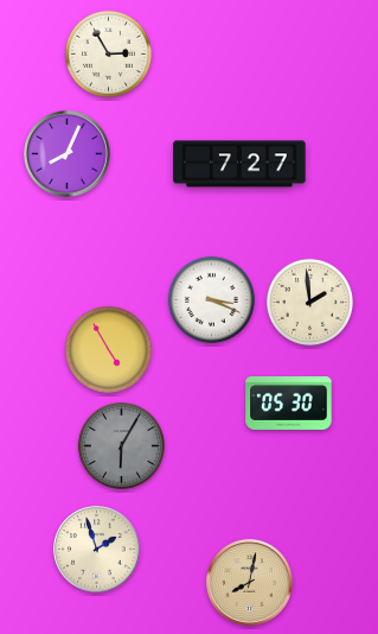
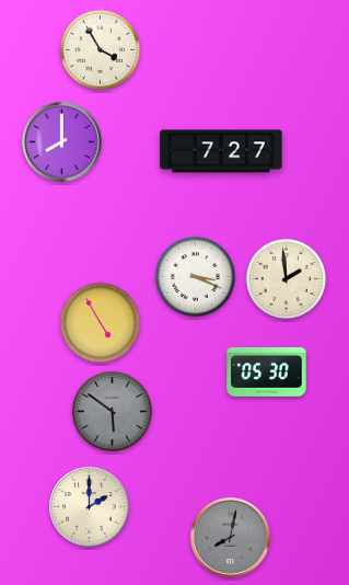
clock at (108, 53): 2:55 -> 3:55
clock at (68, 154): 8:04 -> 8:00
clock at (121, 445): 6:05 -> 5:51
clock at (97, 550): 1:57 -> 2:00
clock at (250, 583) dial: champagne -> grey
